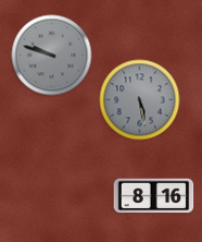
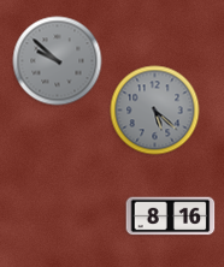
clock at (52, 56): 9:48 -> 9:52
clock at (140, 100): 5:28 -> 5:22
